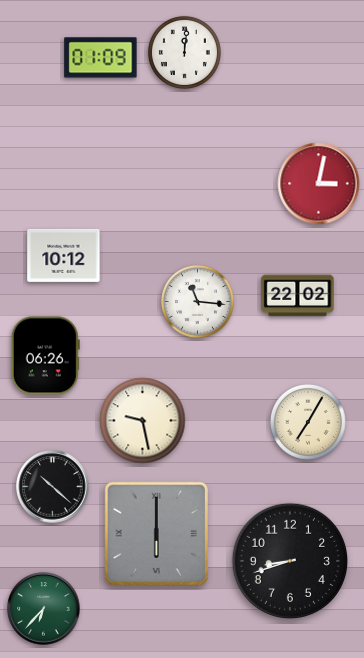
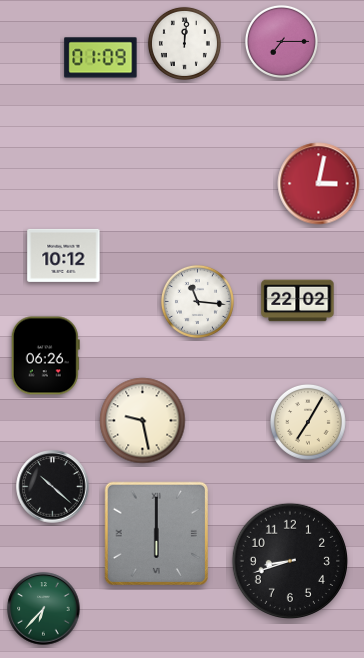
clock at (281, 41): none -> 7:15
clock at (184, 52) position: (184, 52) -> (184, 43)
clock at (298, 296) position: (298, 296) -> (298, 301)
